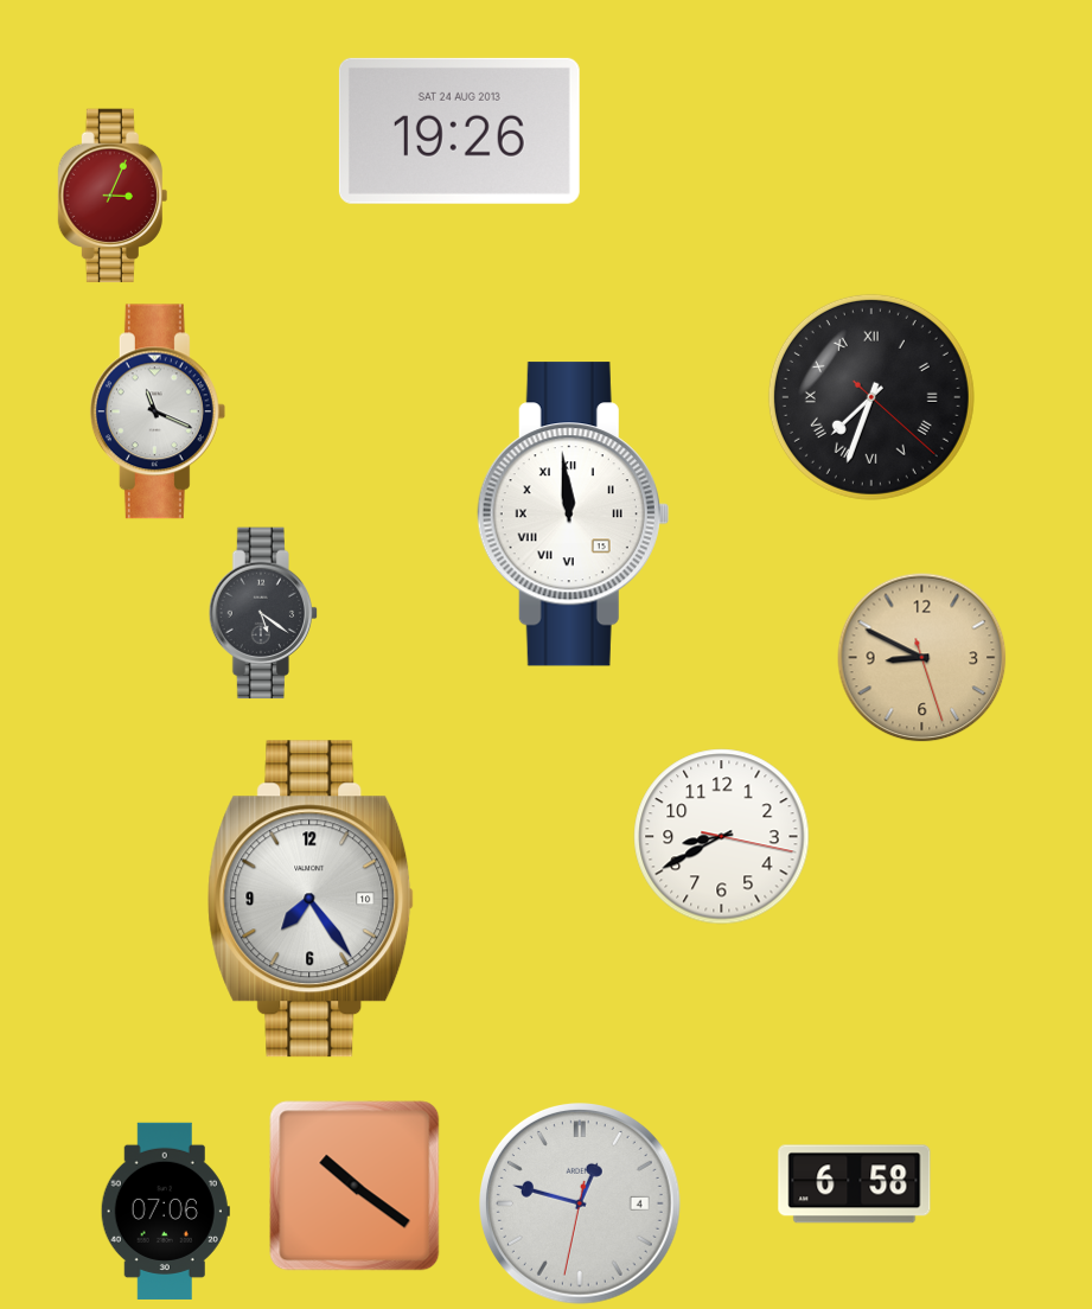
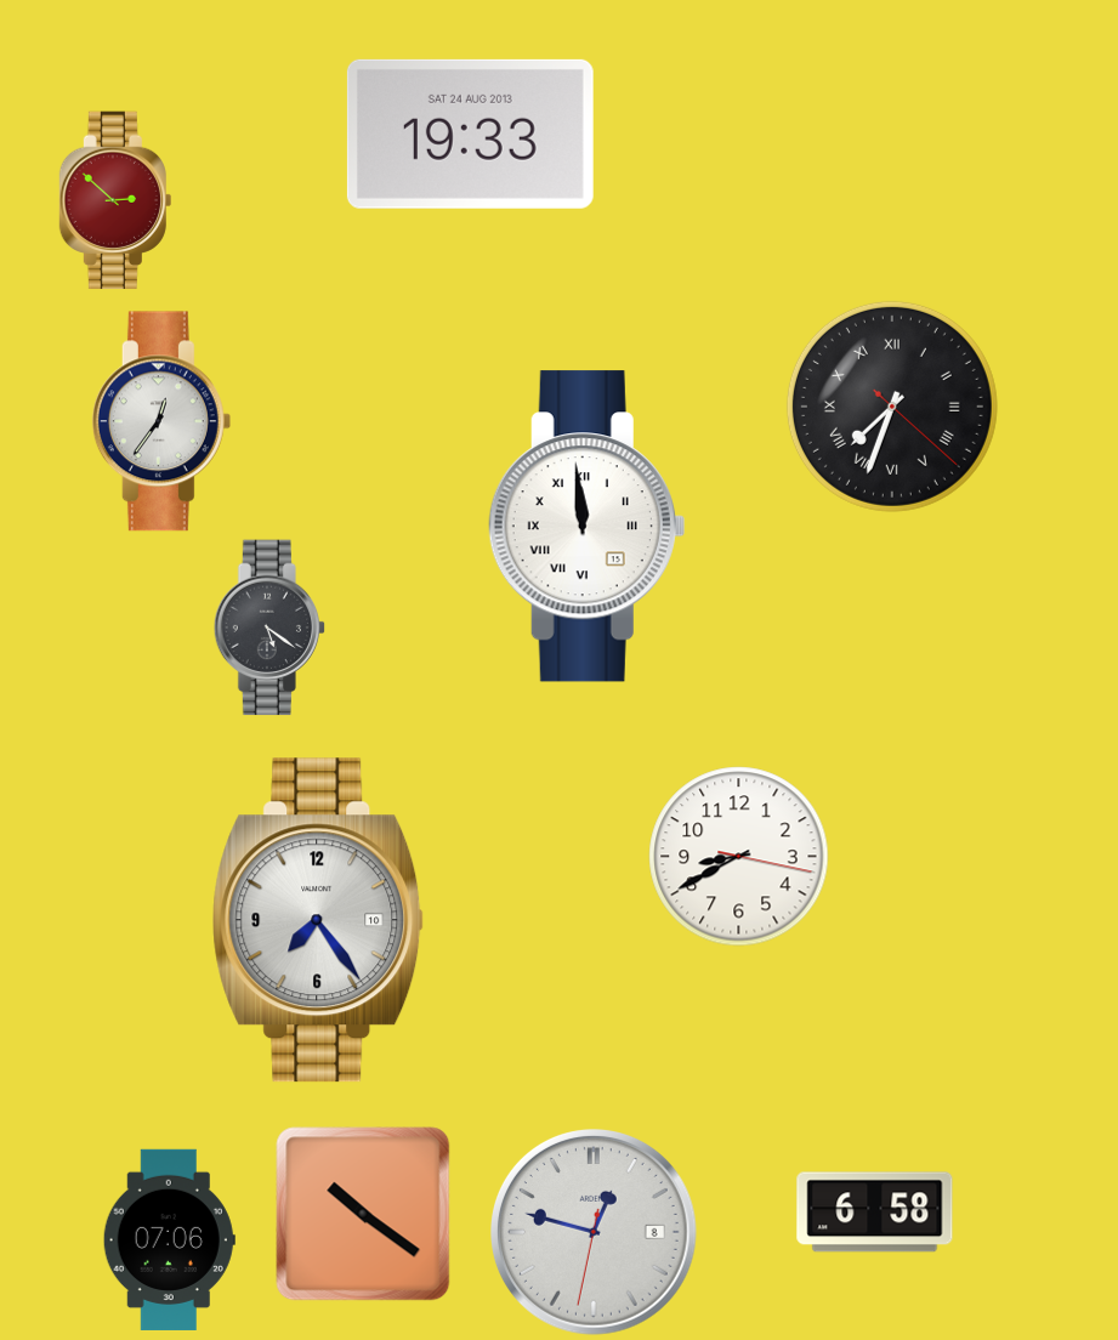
clock at (459, 130): 19:26 -> 19:33
clock at (113, 196): 3:04 -> 2:52
clock at (158, 411): 11:19 -> 12:36
clock at (922, 658): 8:49 -> none
clock at (581, 1205) date: 4 -> 8
